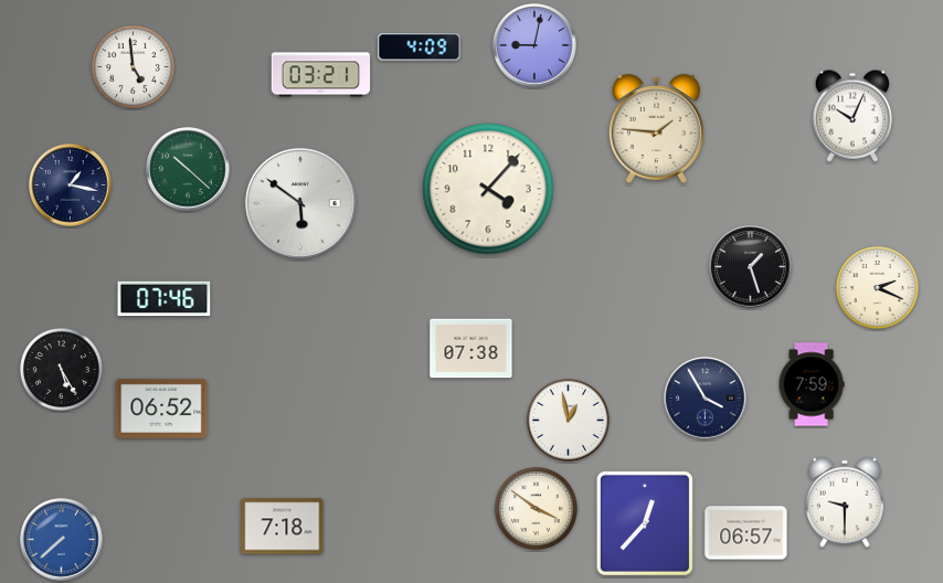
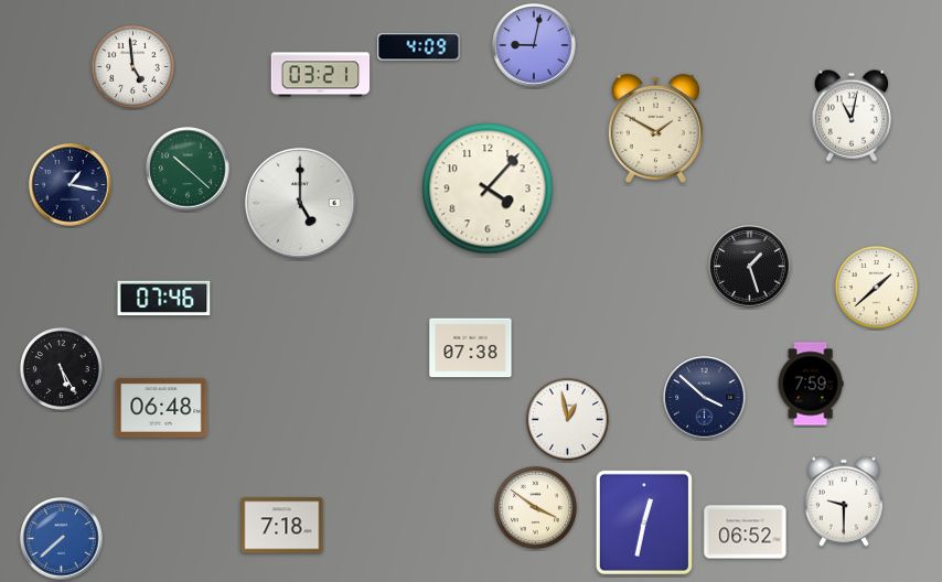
clock at (851, 116): 10:04 -> 11:02
clock at (656, 128): 1:46 -> 1:50
clock at (300, 203): 5:51 -> 5:00
clock at (877, 287): 2:19 -> 1:38
clock at (706, 399): 3:55 -> 3:52
clock at (161, 409): 06:52 -> 06:48
clock at (645, 523): 12:37 -> 12:32
clock at (746, 533): 06:57 -> 06:52
